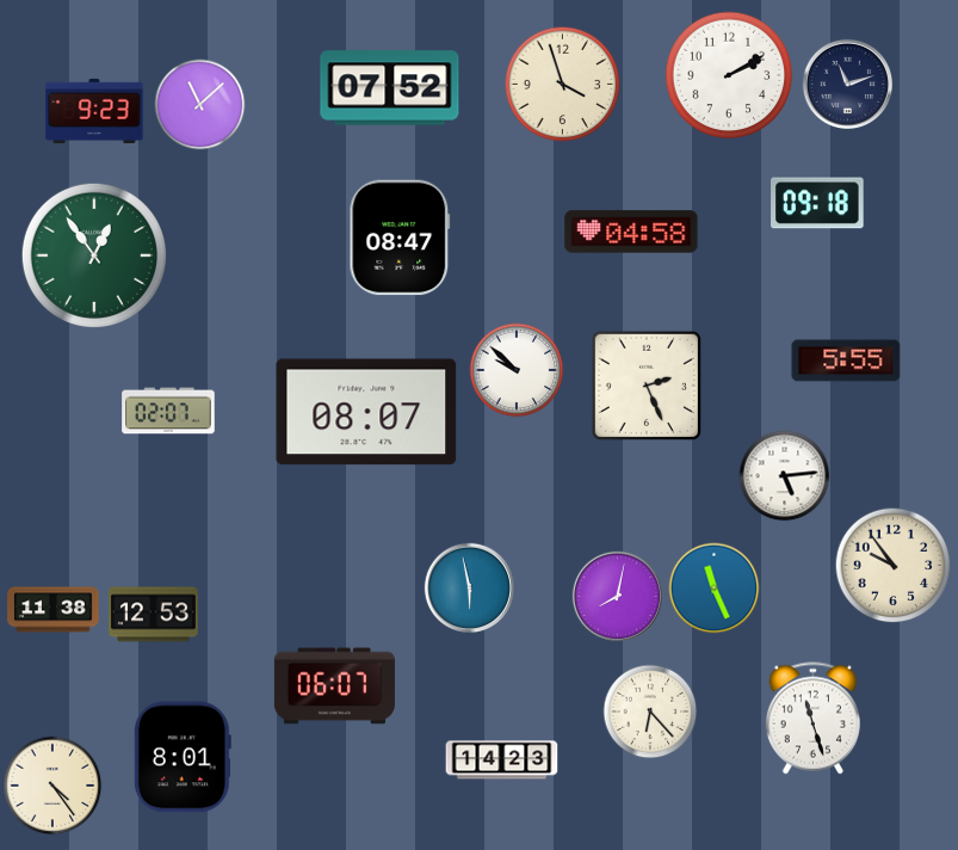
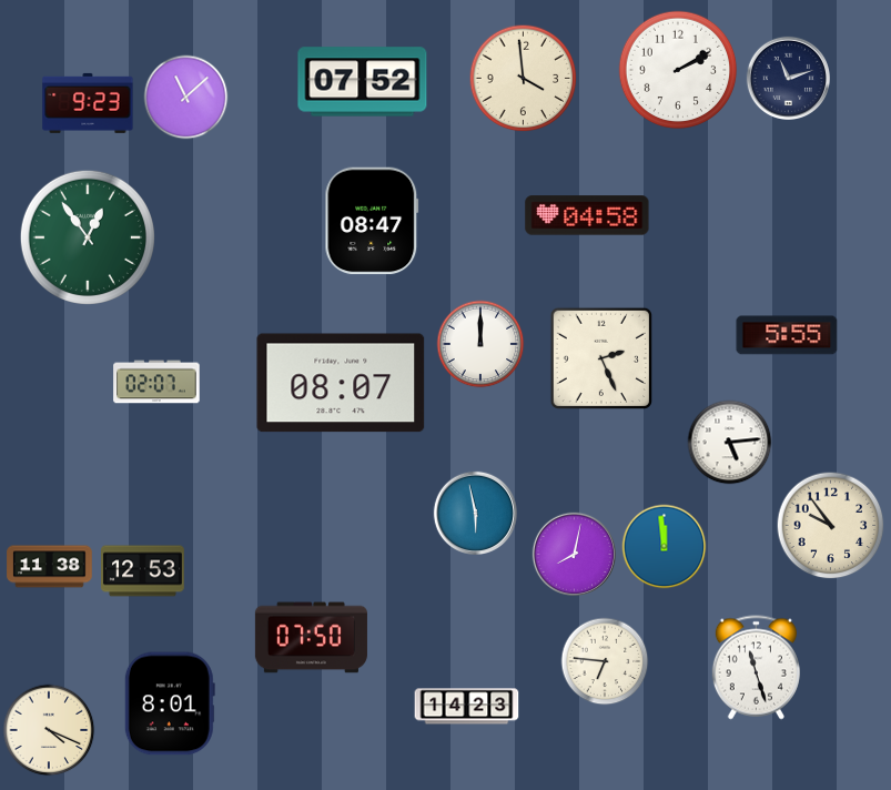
clock at (563, 85): 3:57 -> 3:59
clock at (817, 203): 09:18 -> none
clock at (517, 370): 9:52 -> 12:00
clock at (469, 587) position: (469, 587) -> (475, 513)
clock at (715, 589): 11:26 -> 11:59
clock at (334, 686): 06:07 -> 07:50
clock at (650, 712): 6:23 -> 6:46
clock at (52, 786): 4:24 -> 4:19
